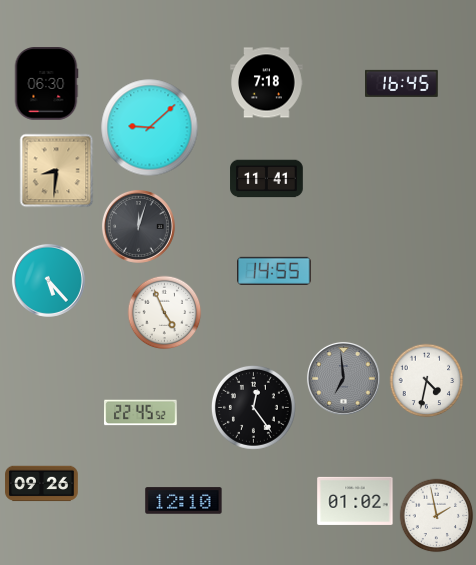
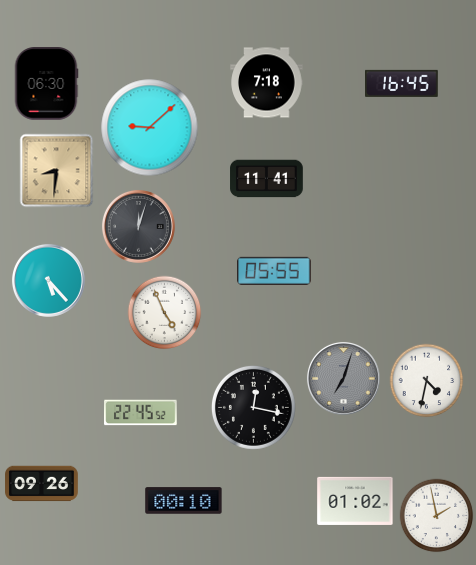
clock at (274, 271): 14:55 -> 05:55
clock at (343, 378): 6:59 -> 7:03
clock at (253, 407): 12:24 -> 12:17
clock at (184, 501): 12:10 -> 00:10
